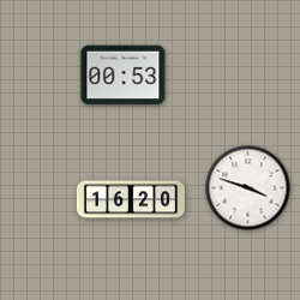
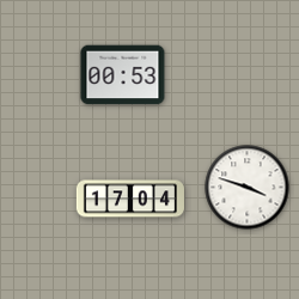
clock at (131, 199): 16:20 -> 17:04
